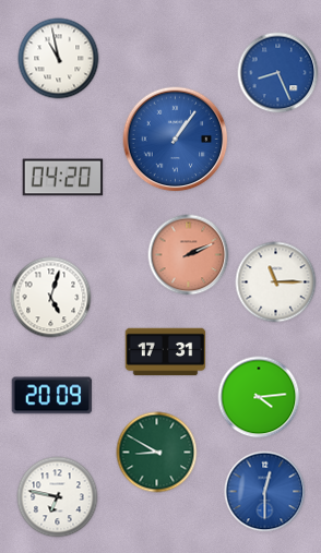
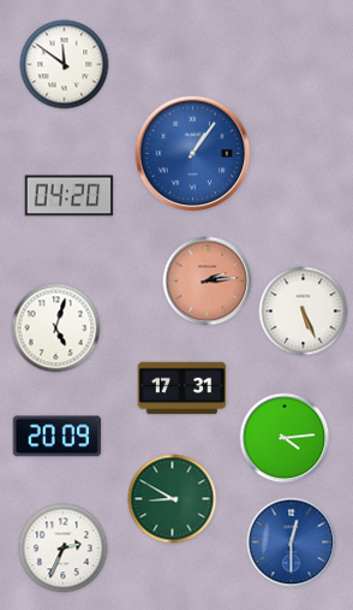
clock at (59, 59): 10:58 -> 11:51
clock at (278, 73): 8:26 -> none
clock at (189, 255): 2:11 -> 2:14
clock at (276, 282): 11:15 -> 5:26
clock at (58, 497): 6:47 -> 2:34
